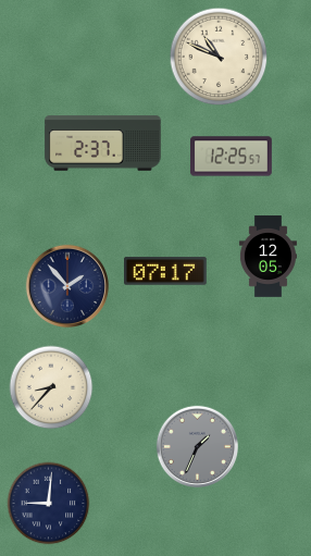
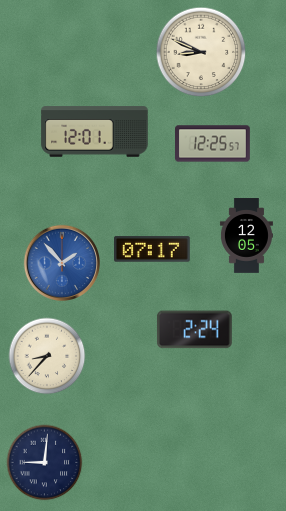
clock at (219, 57): 10:49 -> 8:49
clock at (103, 144): 2:37 -> 12:01
clock at (66, 285) dial: navy -> blue
clock at (194, 330): none -> 2:24
clock at (197, 446): 1:34 -> none
